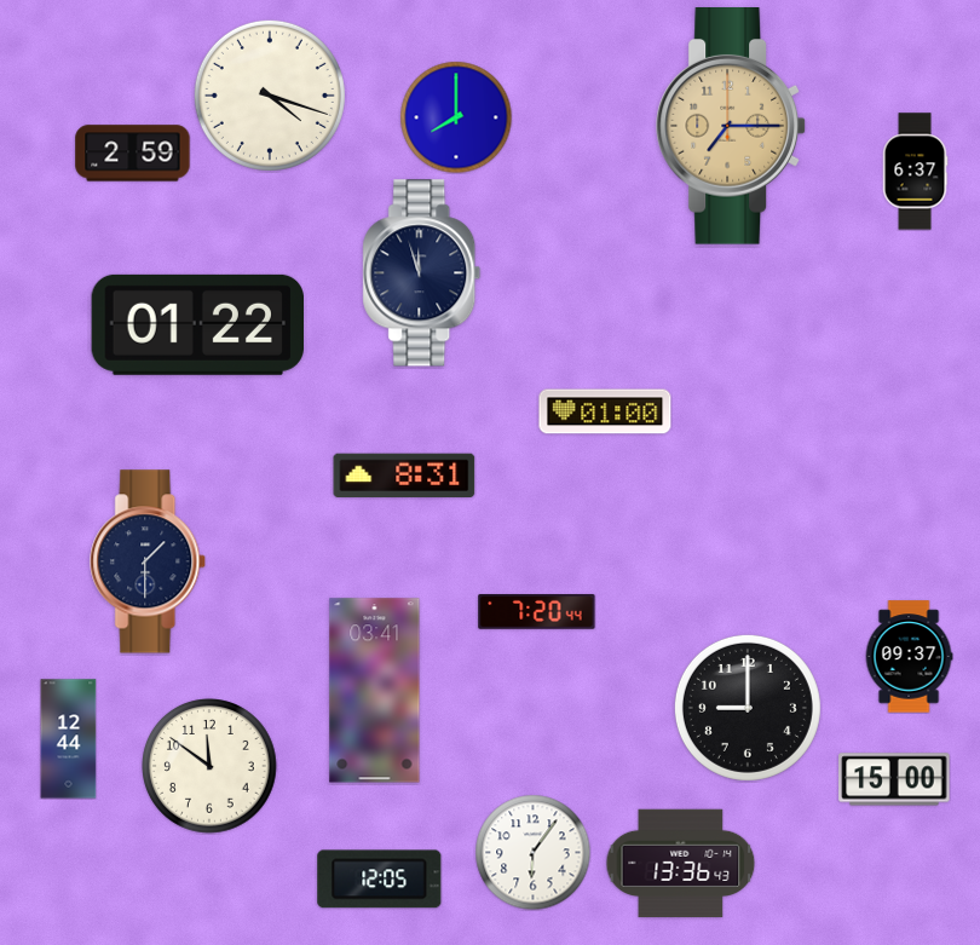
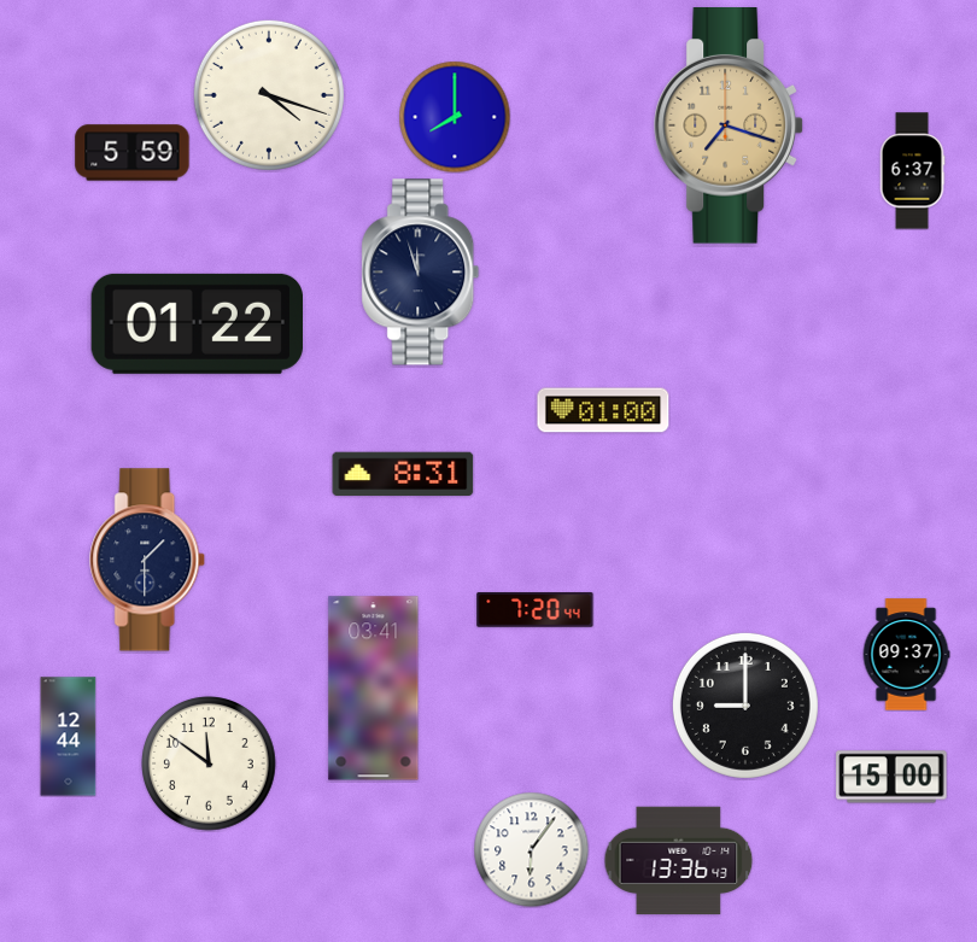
clock at (731, 127): 7:15 -> 7:18
clock at (133, 154): 2:59 -> 5:59
clock at (380, 880): 12:05 -> none
